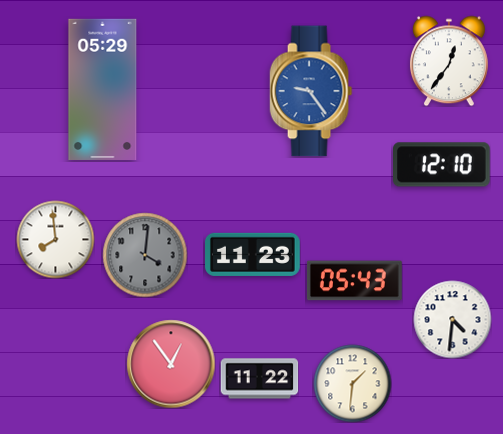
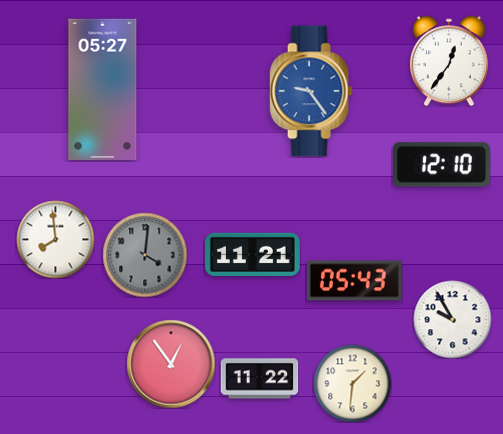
clock at (103, 89): 05:29 -> 05:27
clock at (253, 254): 11:23 -> 11:21
clock at (452, 319): 4:31 -> 9:55
